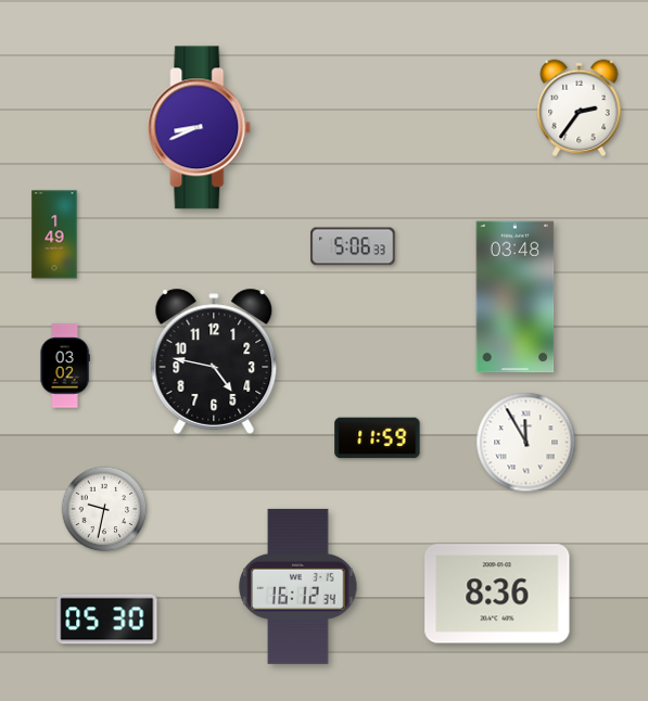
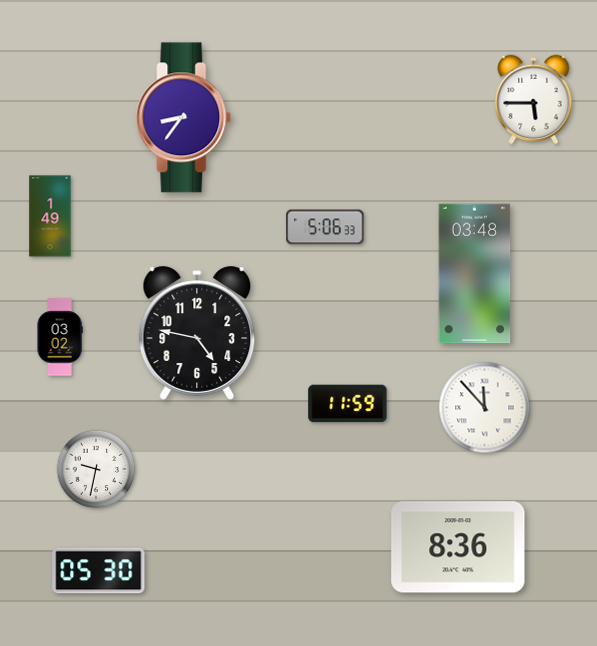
clock at (580, 109): 2:36 -> 5:45
clock at (200, 128): 8:41 -> 8:36
clock at (526, 443): 11:55 -> 11:53
clock at (298, 586): 16:12 -> none
